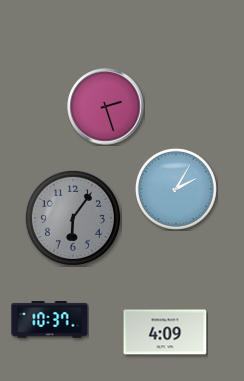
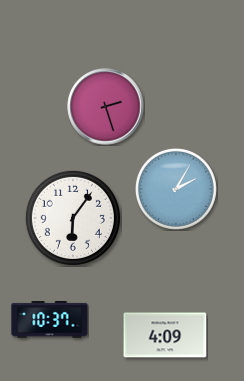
clock at (73, 218) dial: grey -> white
clock at (165, 332) position: (165, 332) -> (165, 335)
